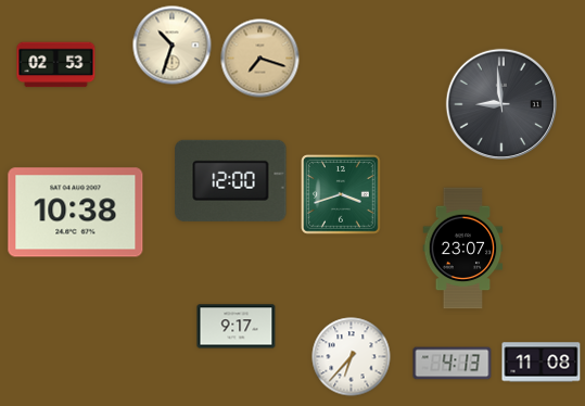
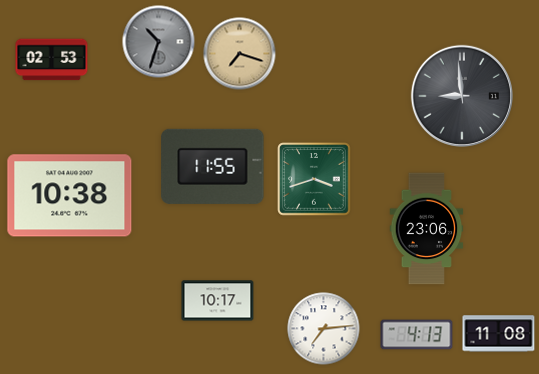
clock at (173, 46) dial: cream -> grey
clock at (231, 180): 12:00 -> 11:55
clock at (463, 249): 23:07 -> 23:06
clock at (237, 327): 9:17 -> 10:17
clock at (352, 357): 6:37 -> 7:14
